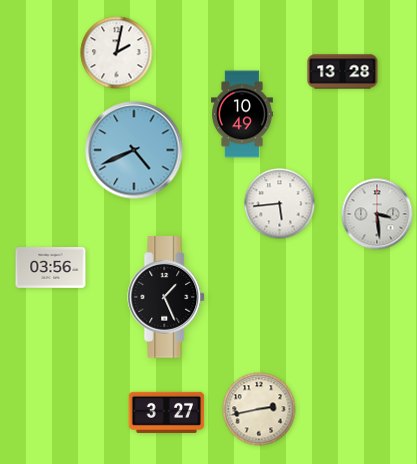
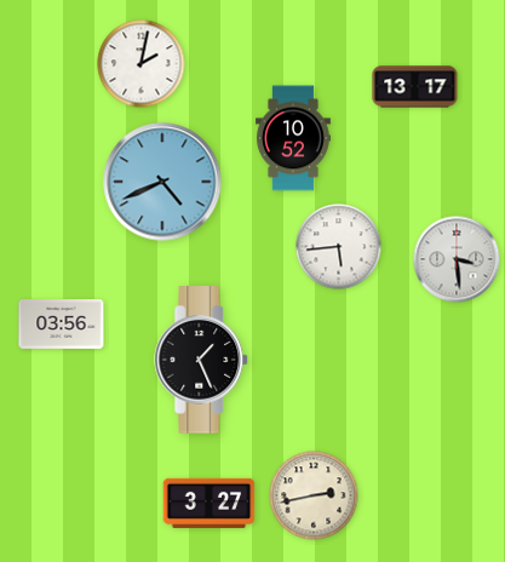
clock at (343, 72): 13:28 -> 13:17
clock at (243, 114): 10:49 -> 10:52
clock at (167, 412) position: (167, 412) -> (210, 503)
